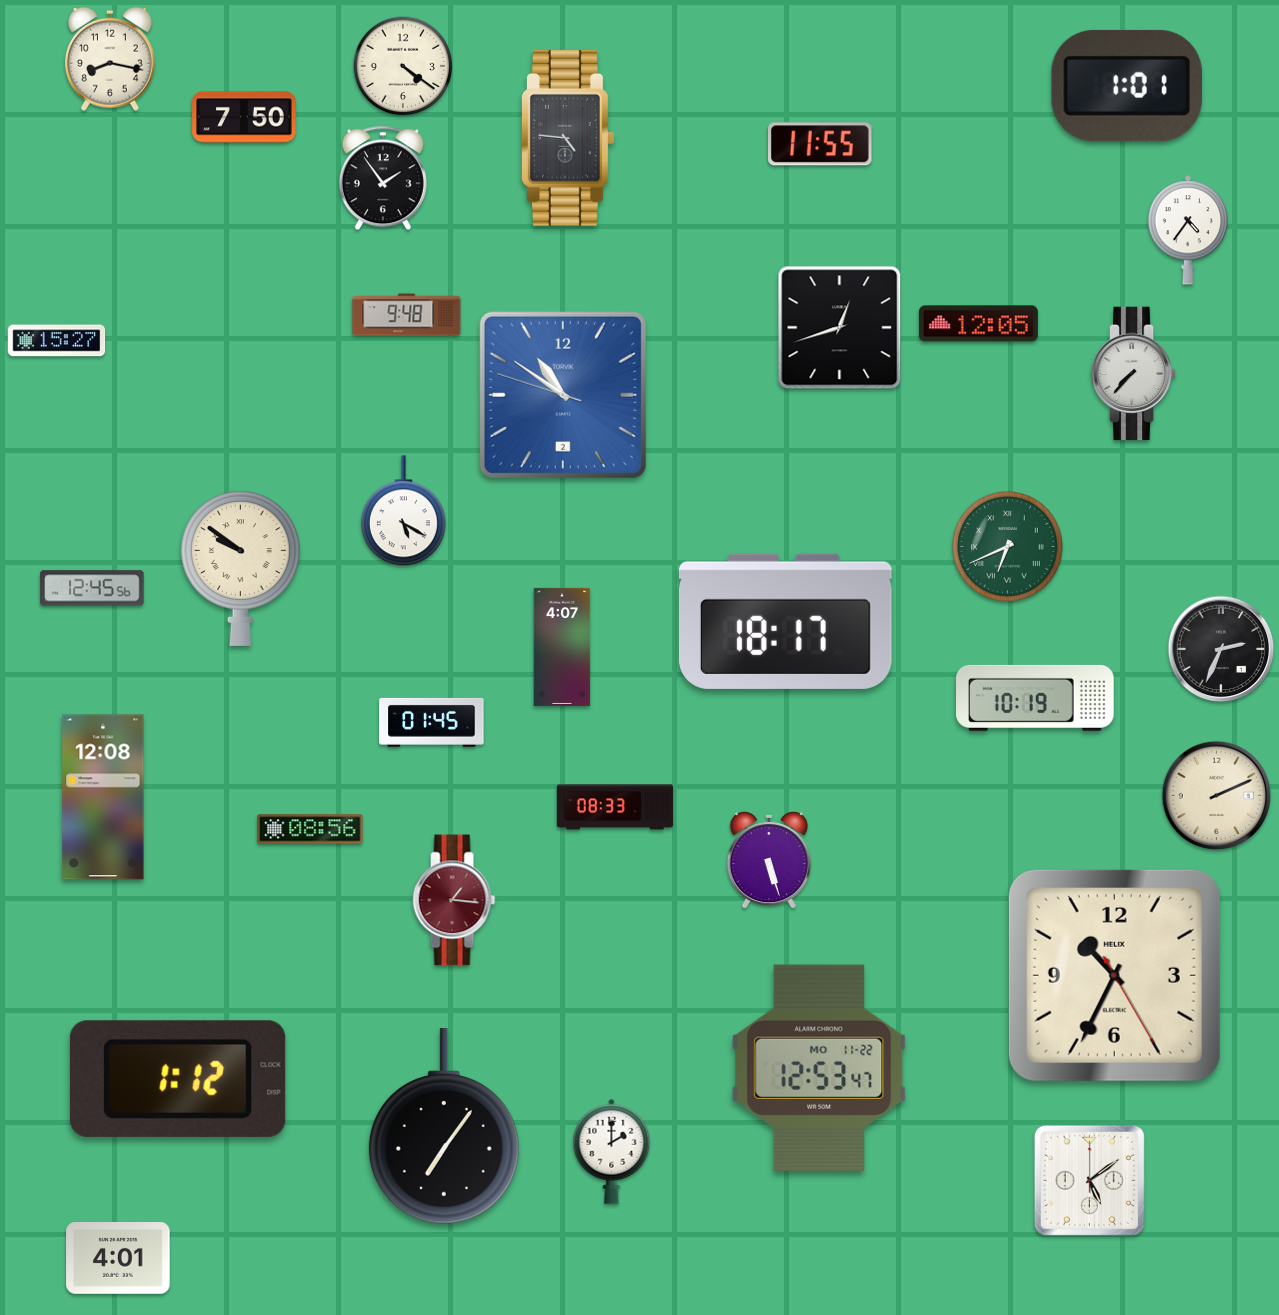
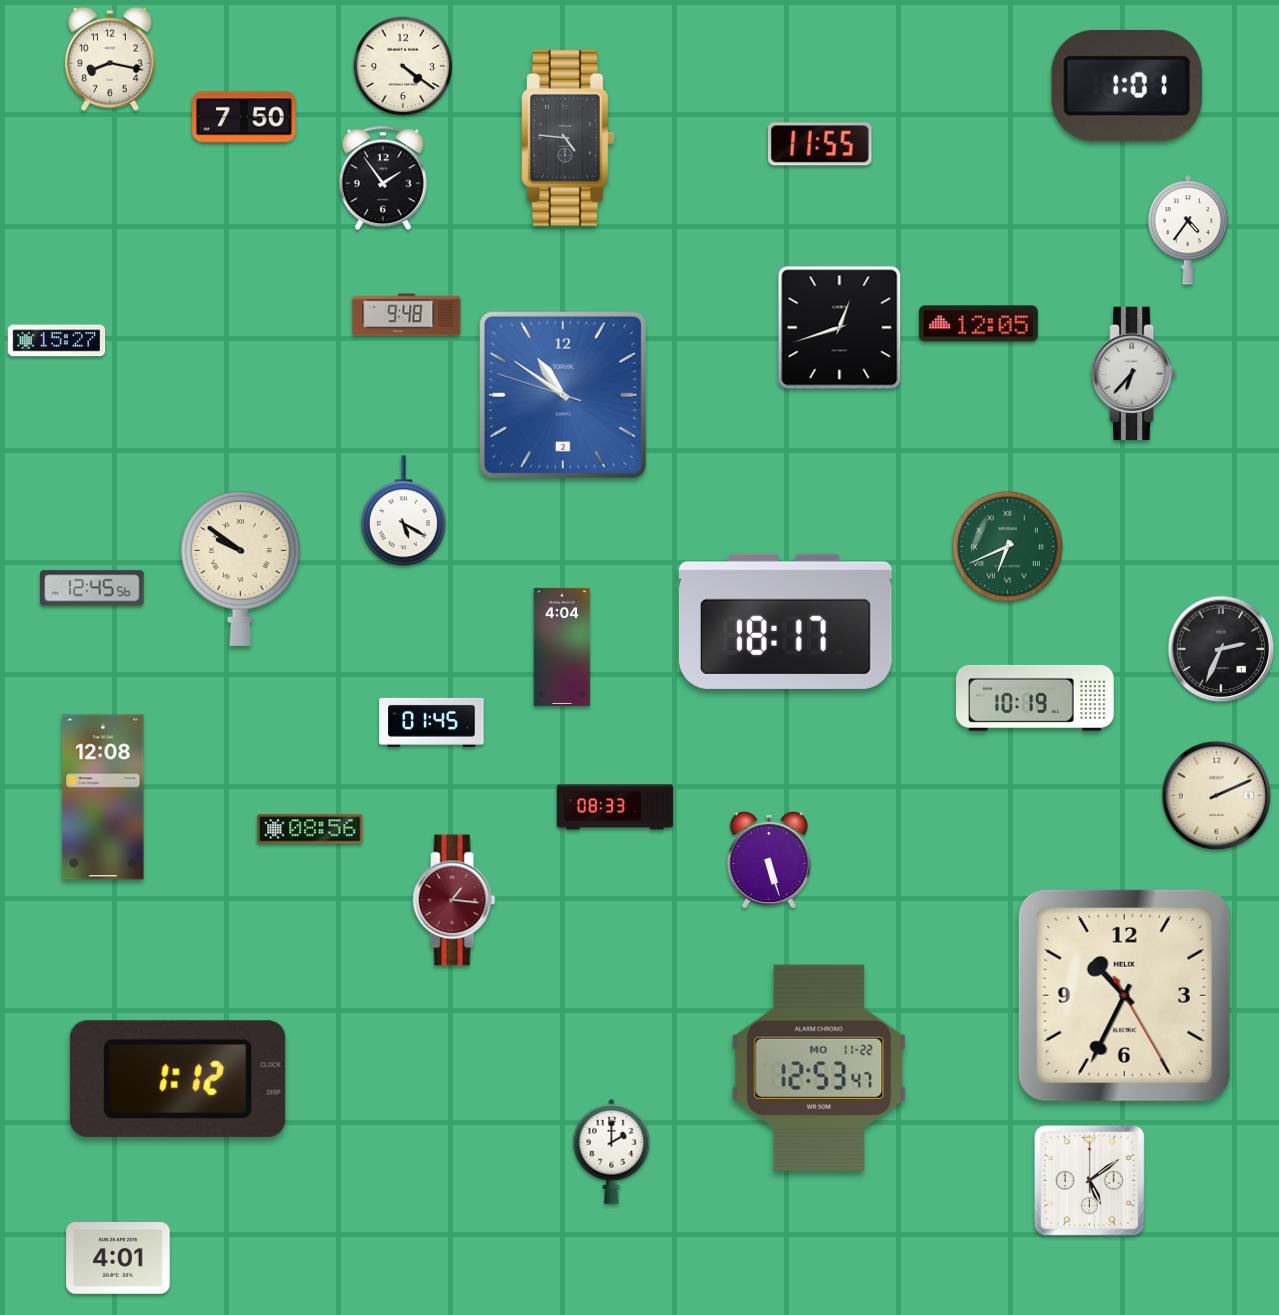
clock at (1134, 374): 7:37 -> 6:37
clock at (562, 647): 4:07 -> 4:04
clock at (1114, 975) position: (1114, 975) -> (1124, 995)
clock at (444, 1126): 7:06 -> none
